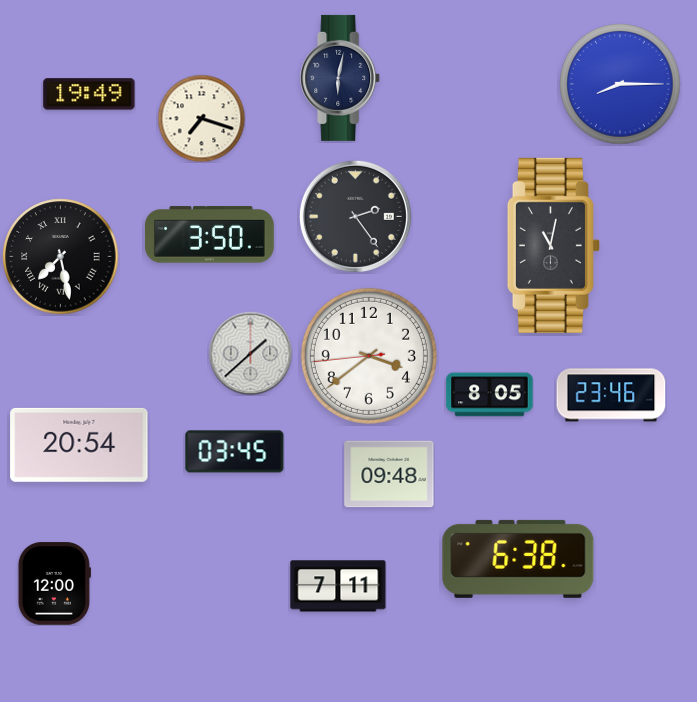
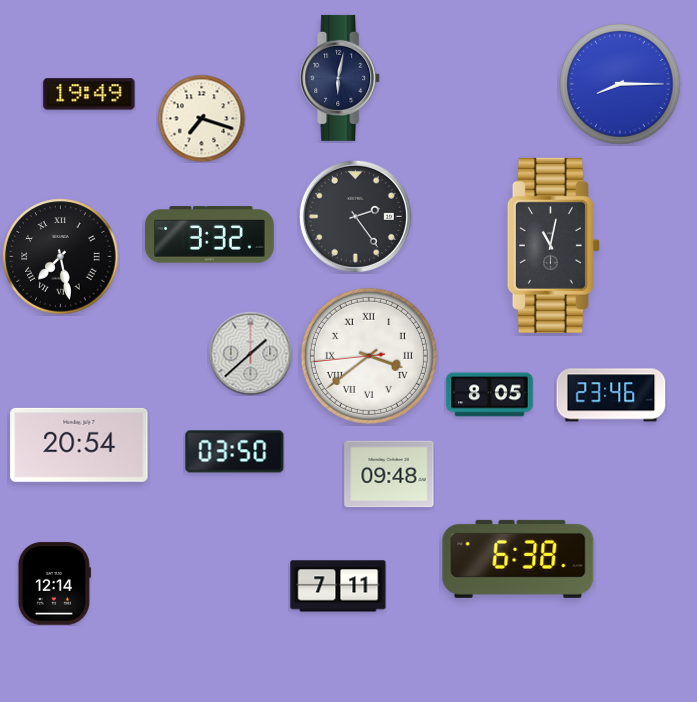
clock at (209, 235): 3:50 -> 3:32
clock at (369, 356) numerals: Arabic -> Roman
clock at (235, 452): 03:45 -> 03:50
clock at (54, 584): 12:00 -> 12:14
